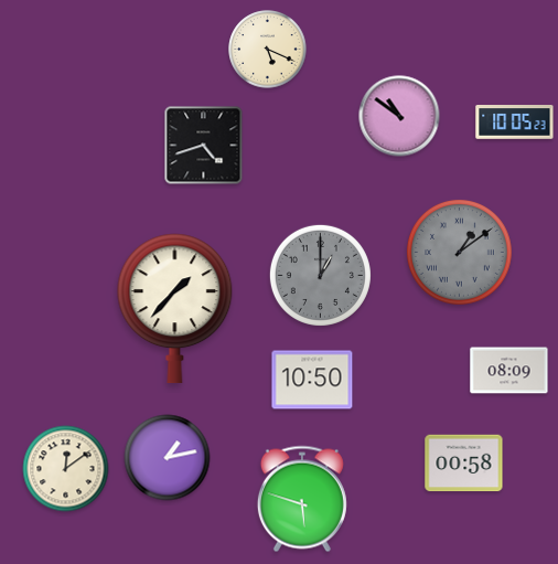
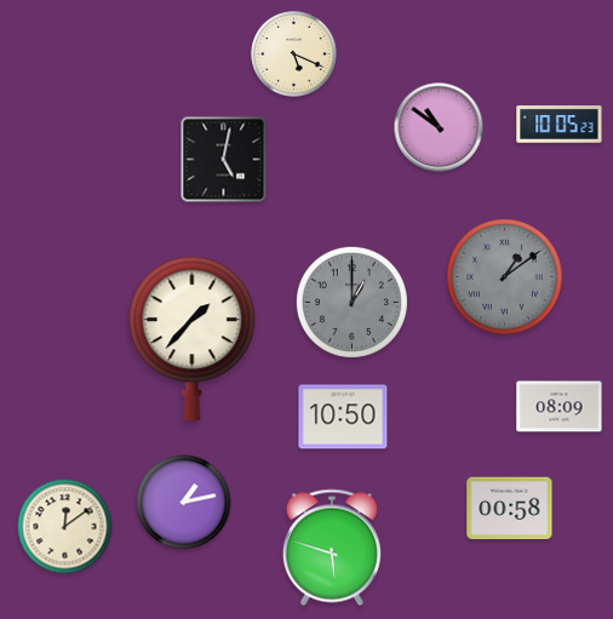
clock at (515, 123) position: (515, 123) -> (560, 125)
clock at (204, 146): 4:42 -> 5:02
clock at (66, 469) position: (66, 469) -> (65, 527)
